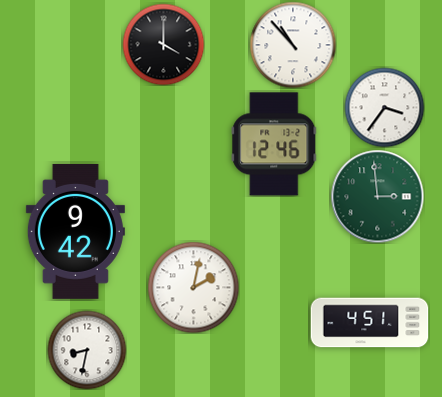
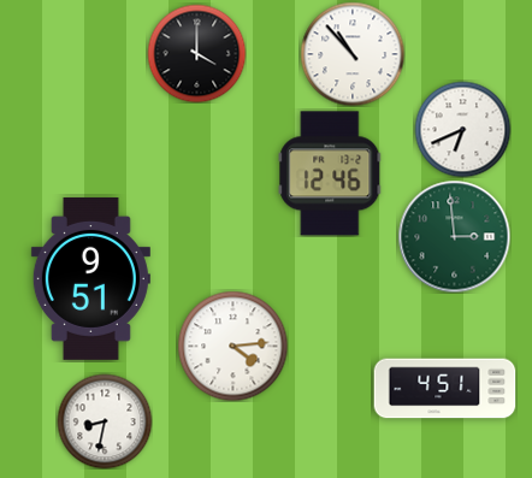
clock at (384, 107): 3:36 -> 6:41
clock at (75, 231): 9:42 -> 9:51
clock at (193, 287): 2:02 -> 4:14
